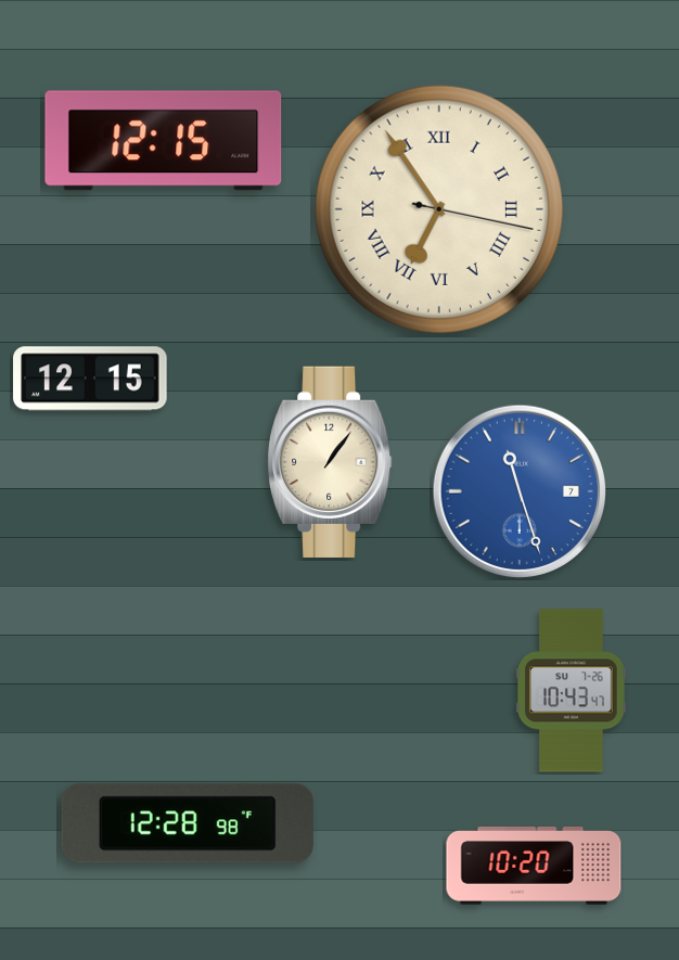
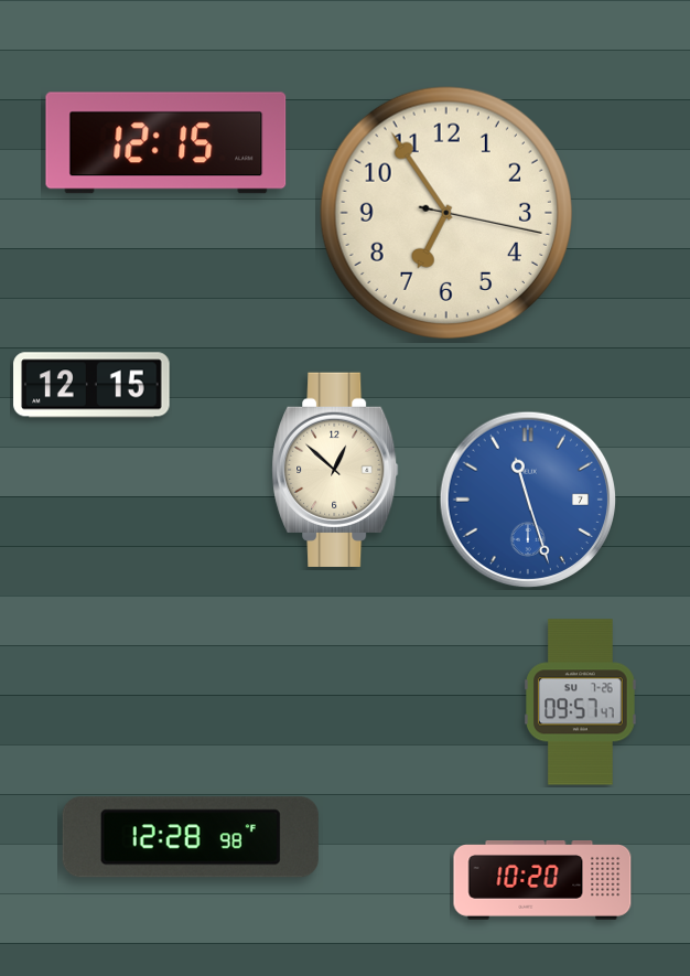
clock at (438, 208) numerals: Roman -> Arabic
clock at (330, 462): 1:06 -> 12:52
clock at (572, 691): 10:43 -> 09:57
